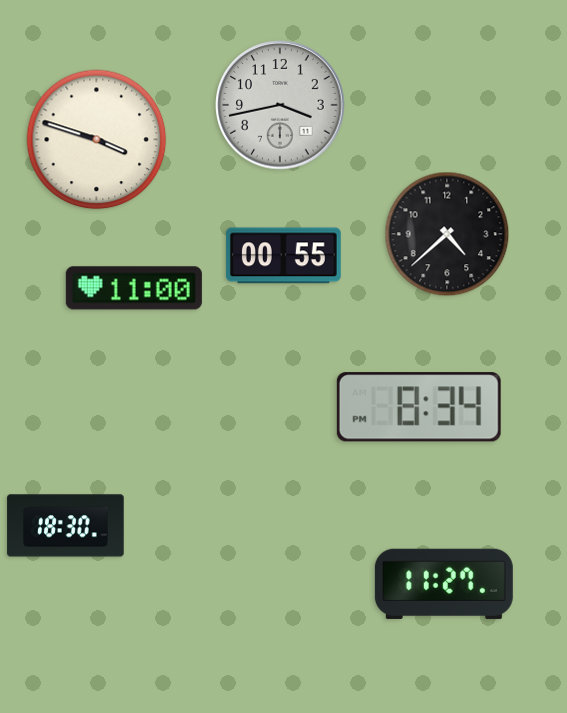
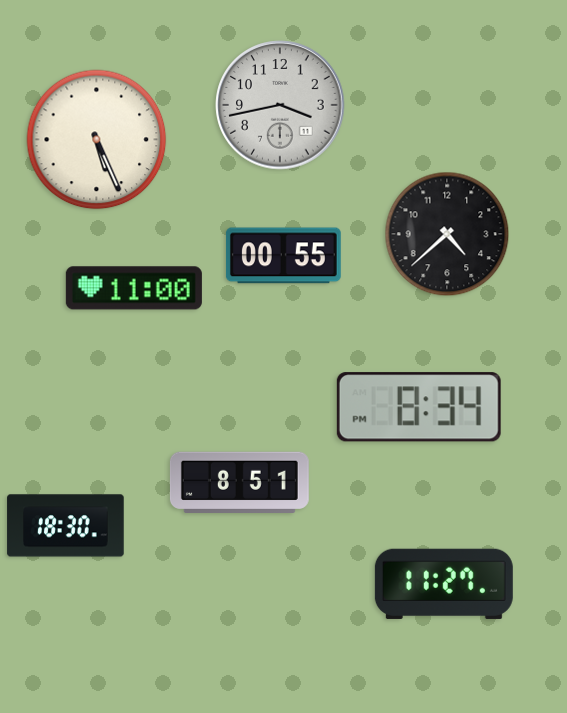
clock at (97, 140): 3:48 -> 5:26
clock at (239, 482): none -> 8:51
